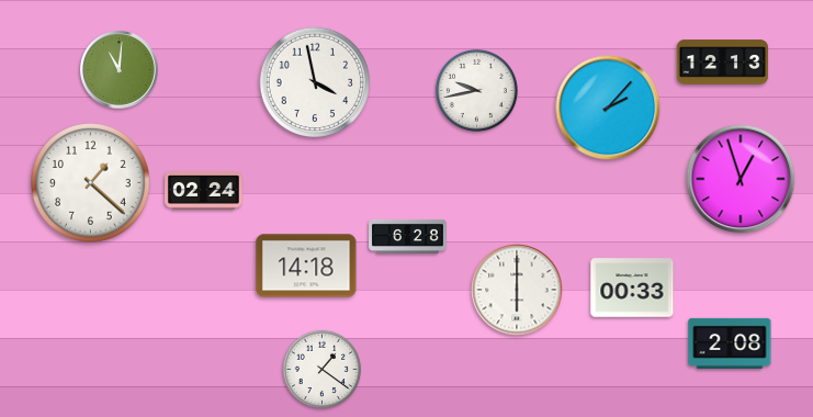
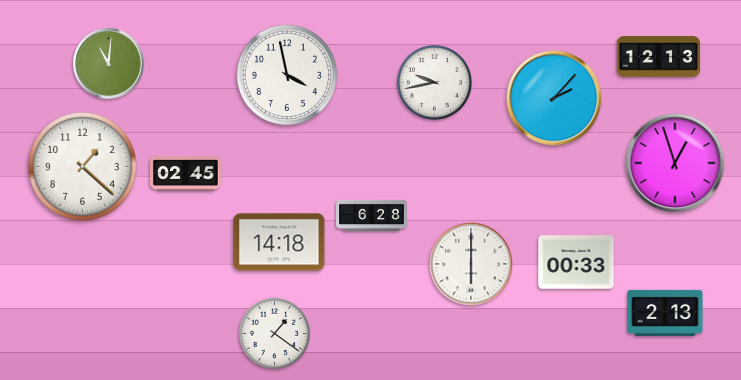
clock at (204, 191): 02:24 -> 02:45
clock at (730, 343): 2:08 -> 2:13
clock at (323, 370) position: (323, 370) -> (275, 334)
